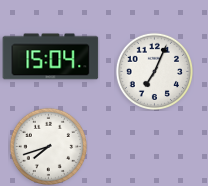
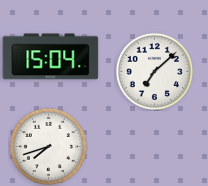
clock at (154, 71): 7:04 -> 7:08
